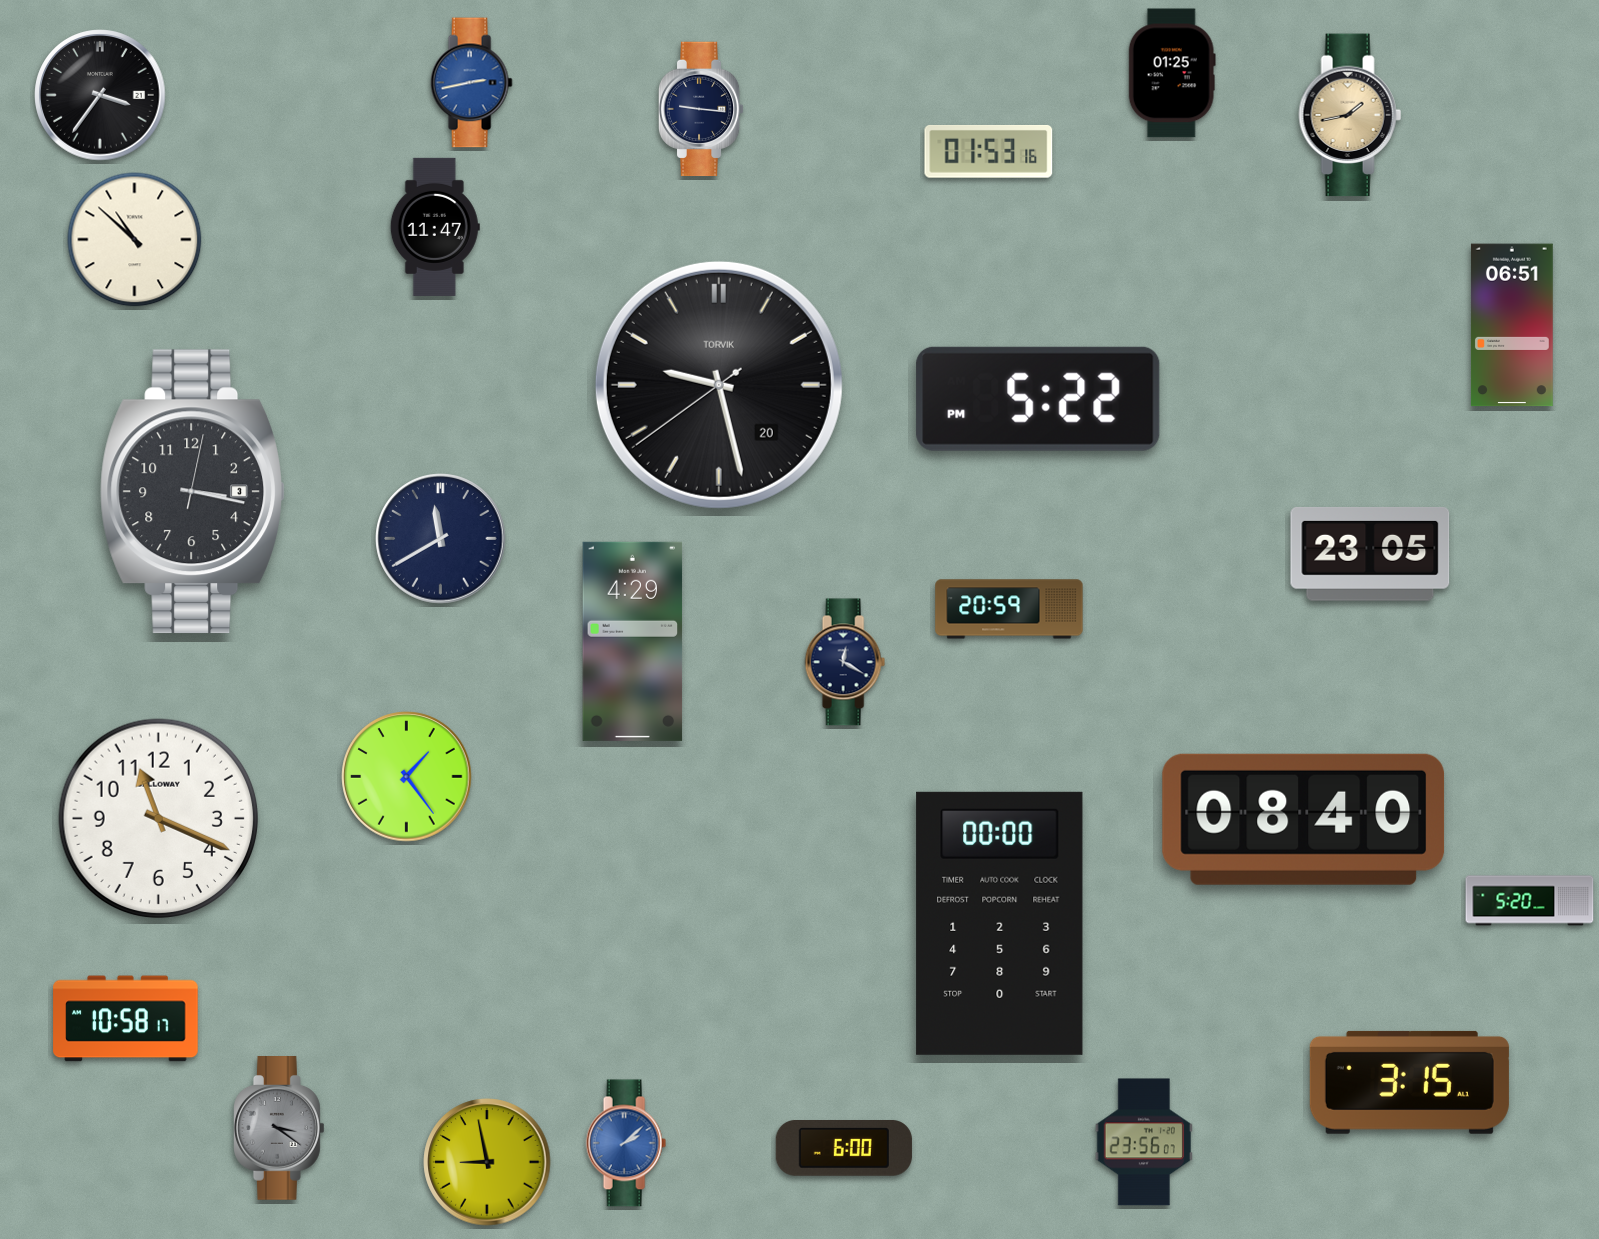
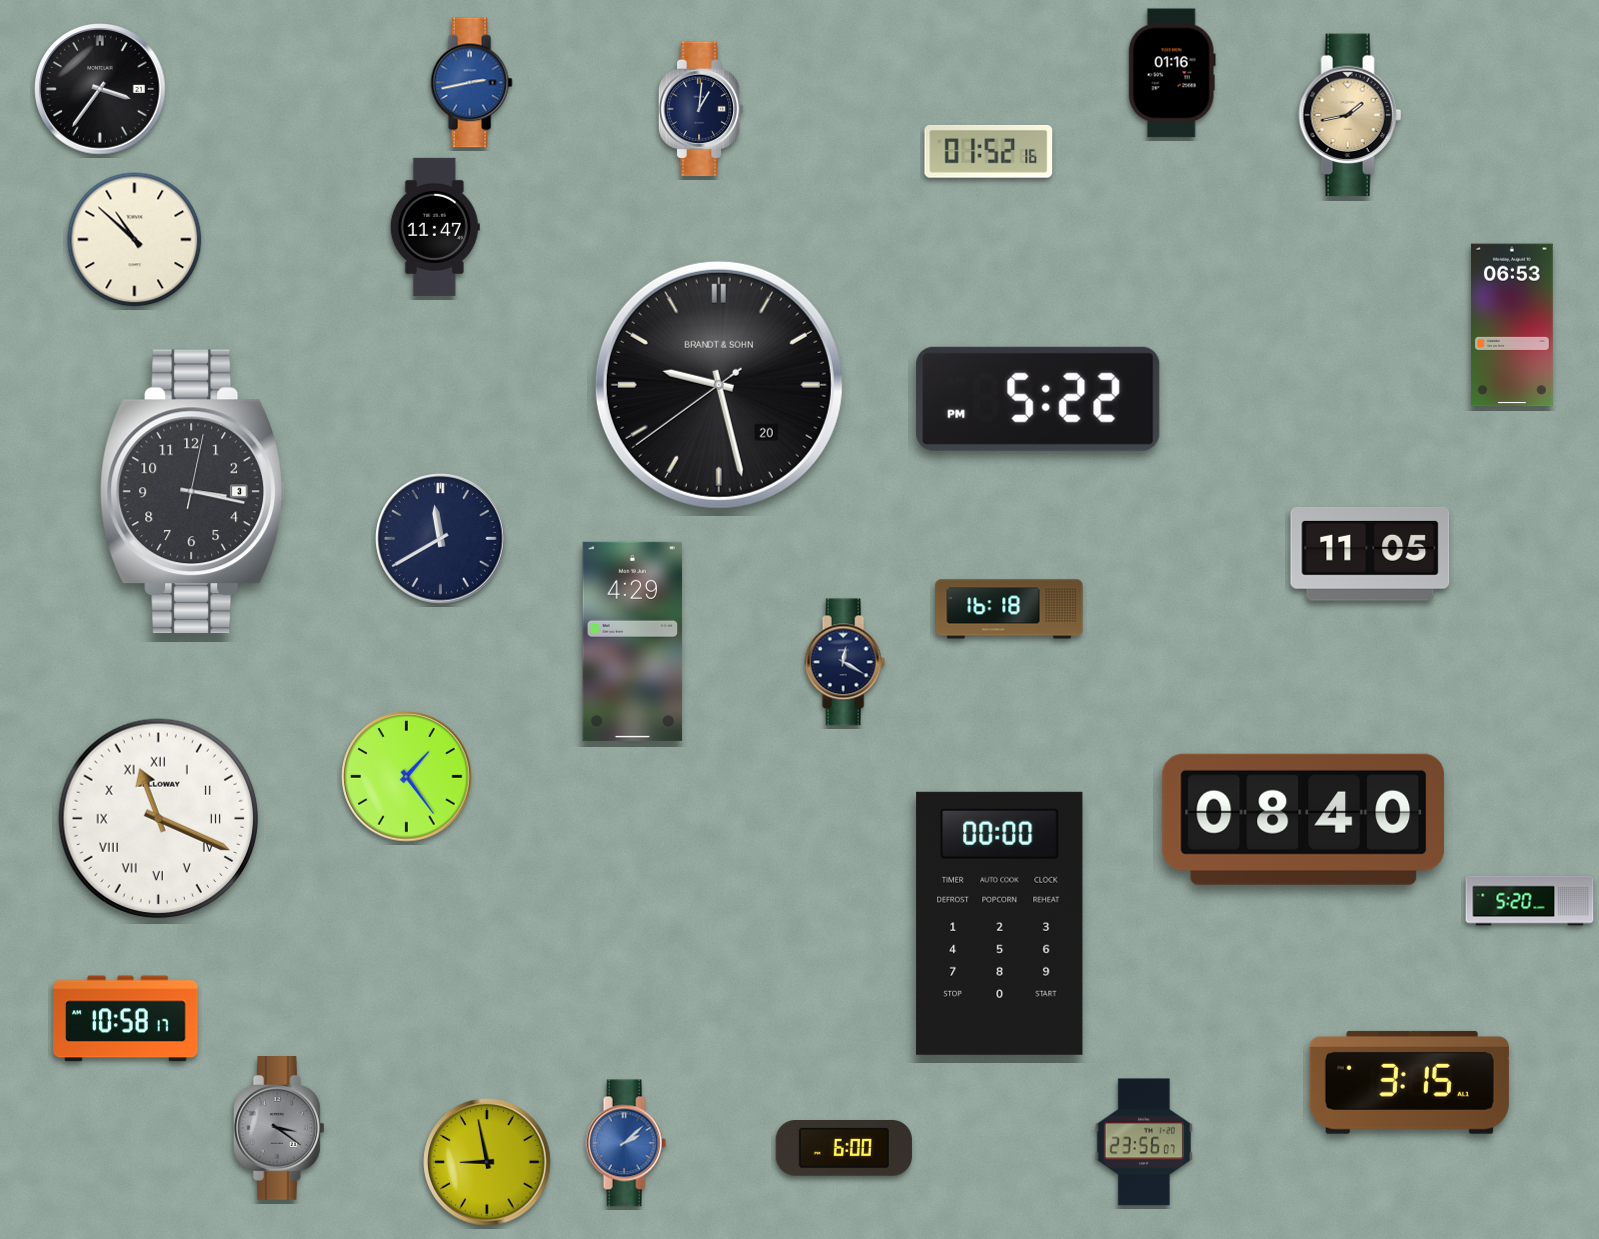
clock at (1172, 73): 01:25 -> 01:16
clock at (100, 95) position: (100, 95) -> (100, 89)
clock at (701, 109): 9:16 -> 1:01
clock at (989, 151): 01:53 -> 01:52
clock at (1512, 325): 06:51 -> 06:53
clock at (719, 385) brand: TORVIK -> BRANDT & SOHN
clock at (1370, 554): 23:05 -> 11:05
clock at (1009, 609): 20:59 -> 16:18
clock at (159, 819) numerals: Arabic -> Roman
